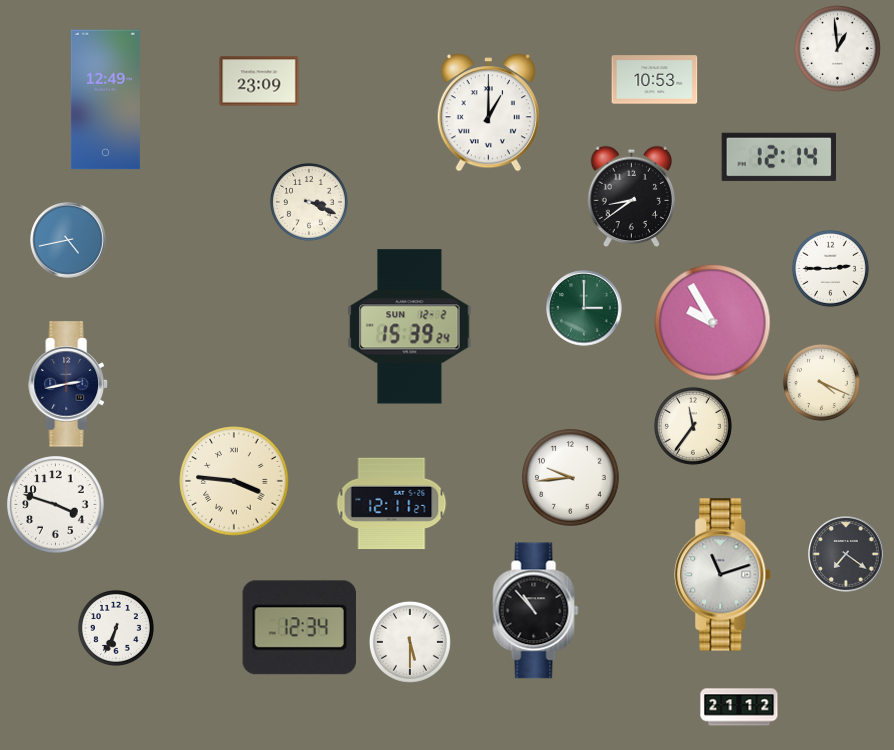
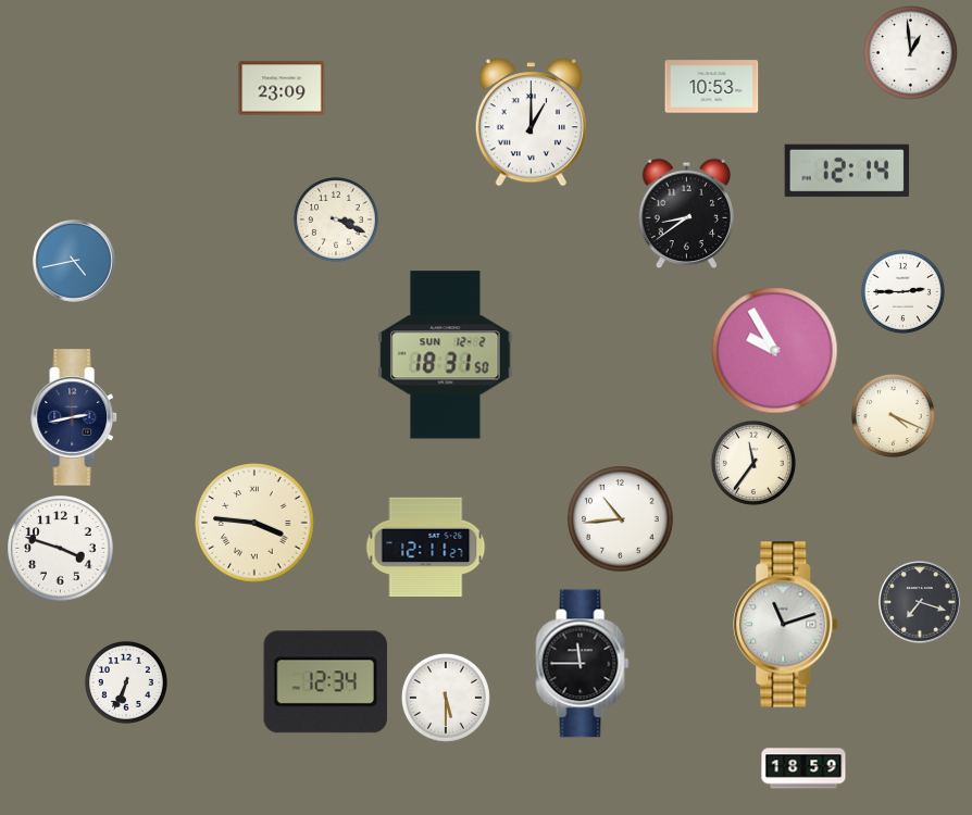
clock at (105, 100): 12:49 -> none
clock at (584, 308): 3:00 -> none
clock at (410, 327): 15:39 -> 18:31
clock at (571, 478): 9:44 -> 10:44
clock at (846, 554): 7:21 -> 7:18
clock at (536, 611): 10:53 -> 11:45
clock at (739, 707): 21:12 -> 18:59
